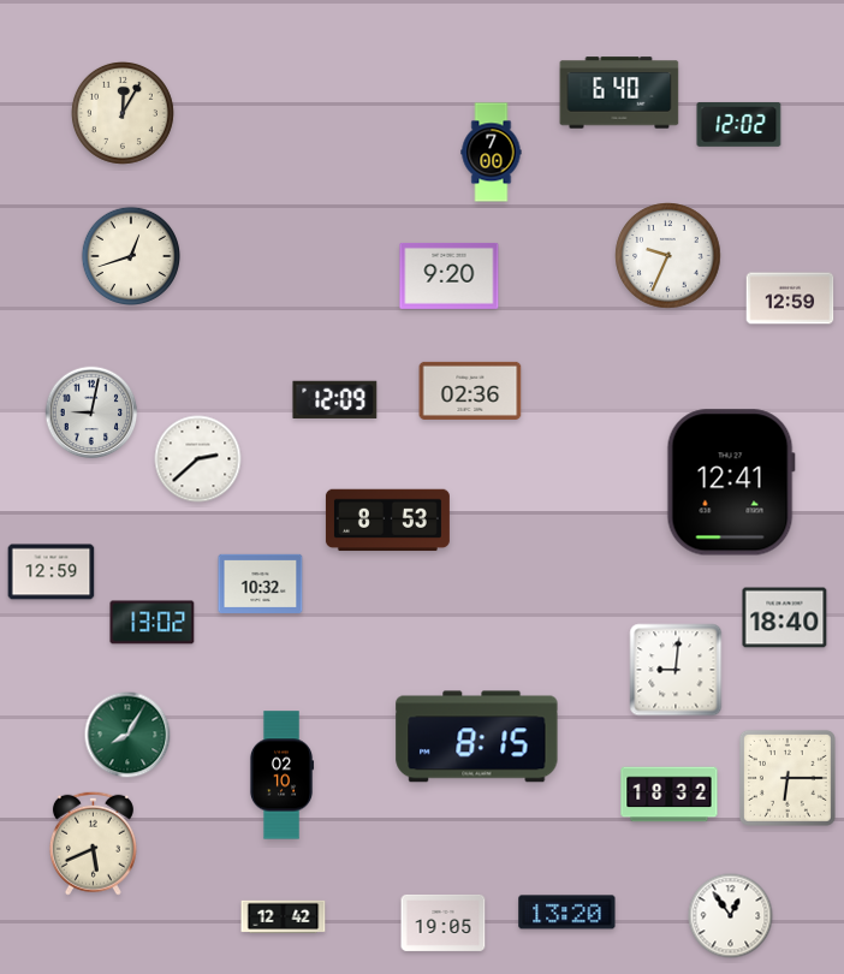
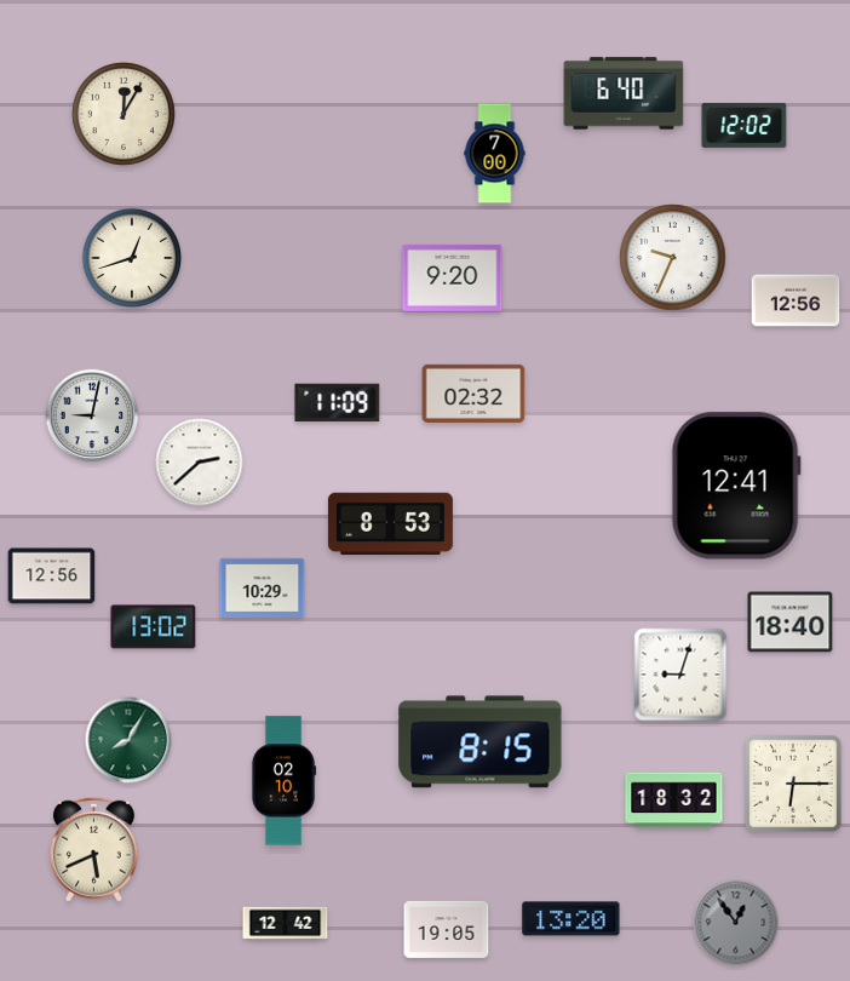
clock at (790, 298): 12:59 -> 12:56
clock at (470, 391): 02:36 -> 02:32
clock at (335, 399): 12:09 -> 11:09
clock at (52, 572): 12:59 -> 12:56
clock at (261, 583): 10:32 -> 10:29
clock at (676, 670): 9:01 -> 9:03
clock at (731, 916) dial: white -> grey
